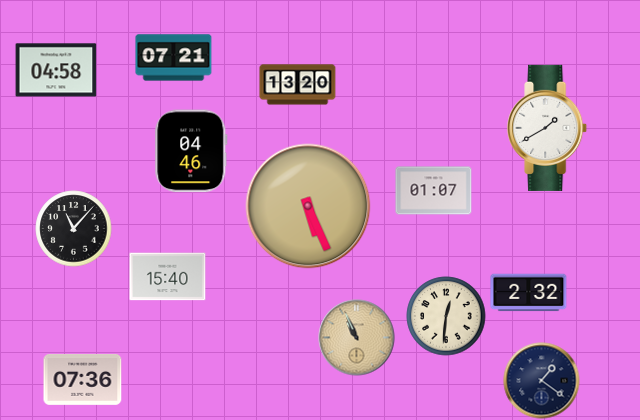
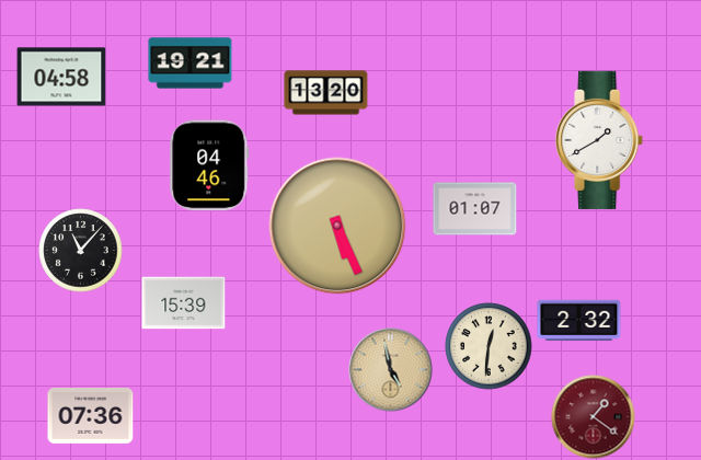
clock at (174, 58): 07:21 -> 19:21
clock at (168, 277): 15:40 -> 15:39
clock at (357, 338): 10:56 -> 4:58
clock at (542, 381) dial: navy -> burgundy
